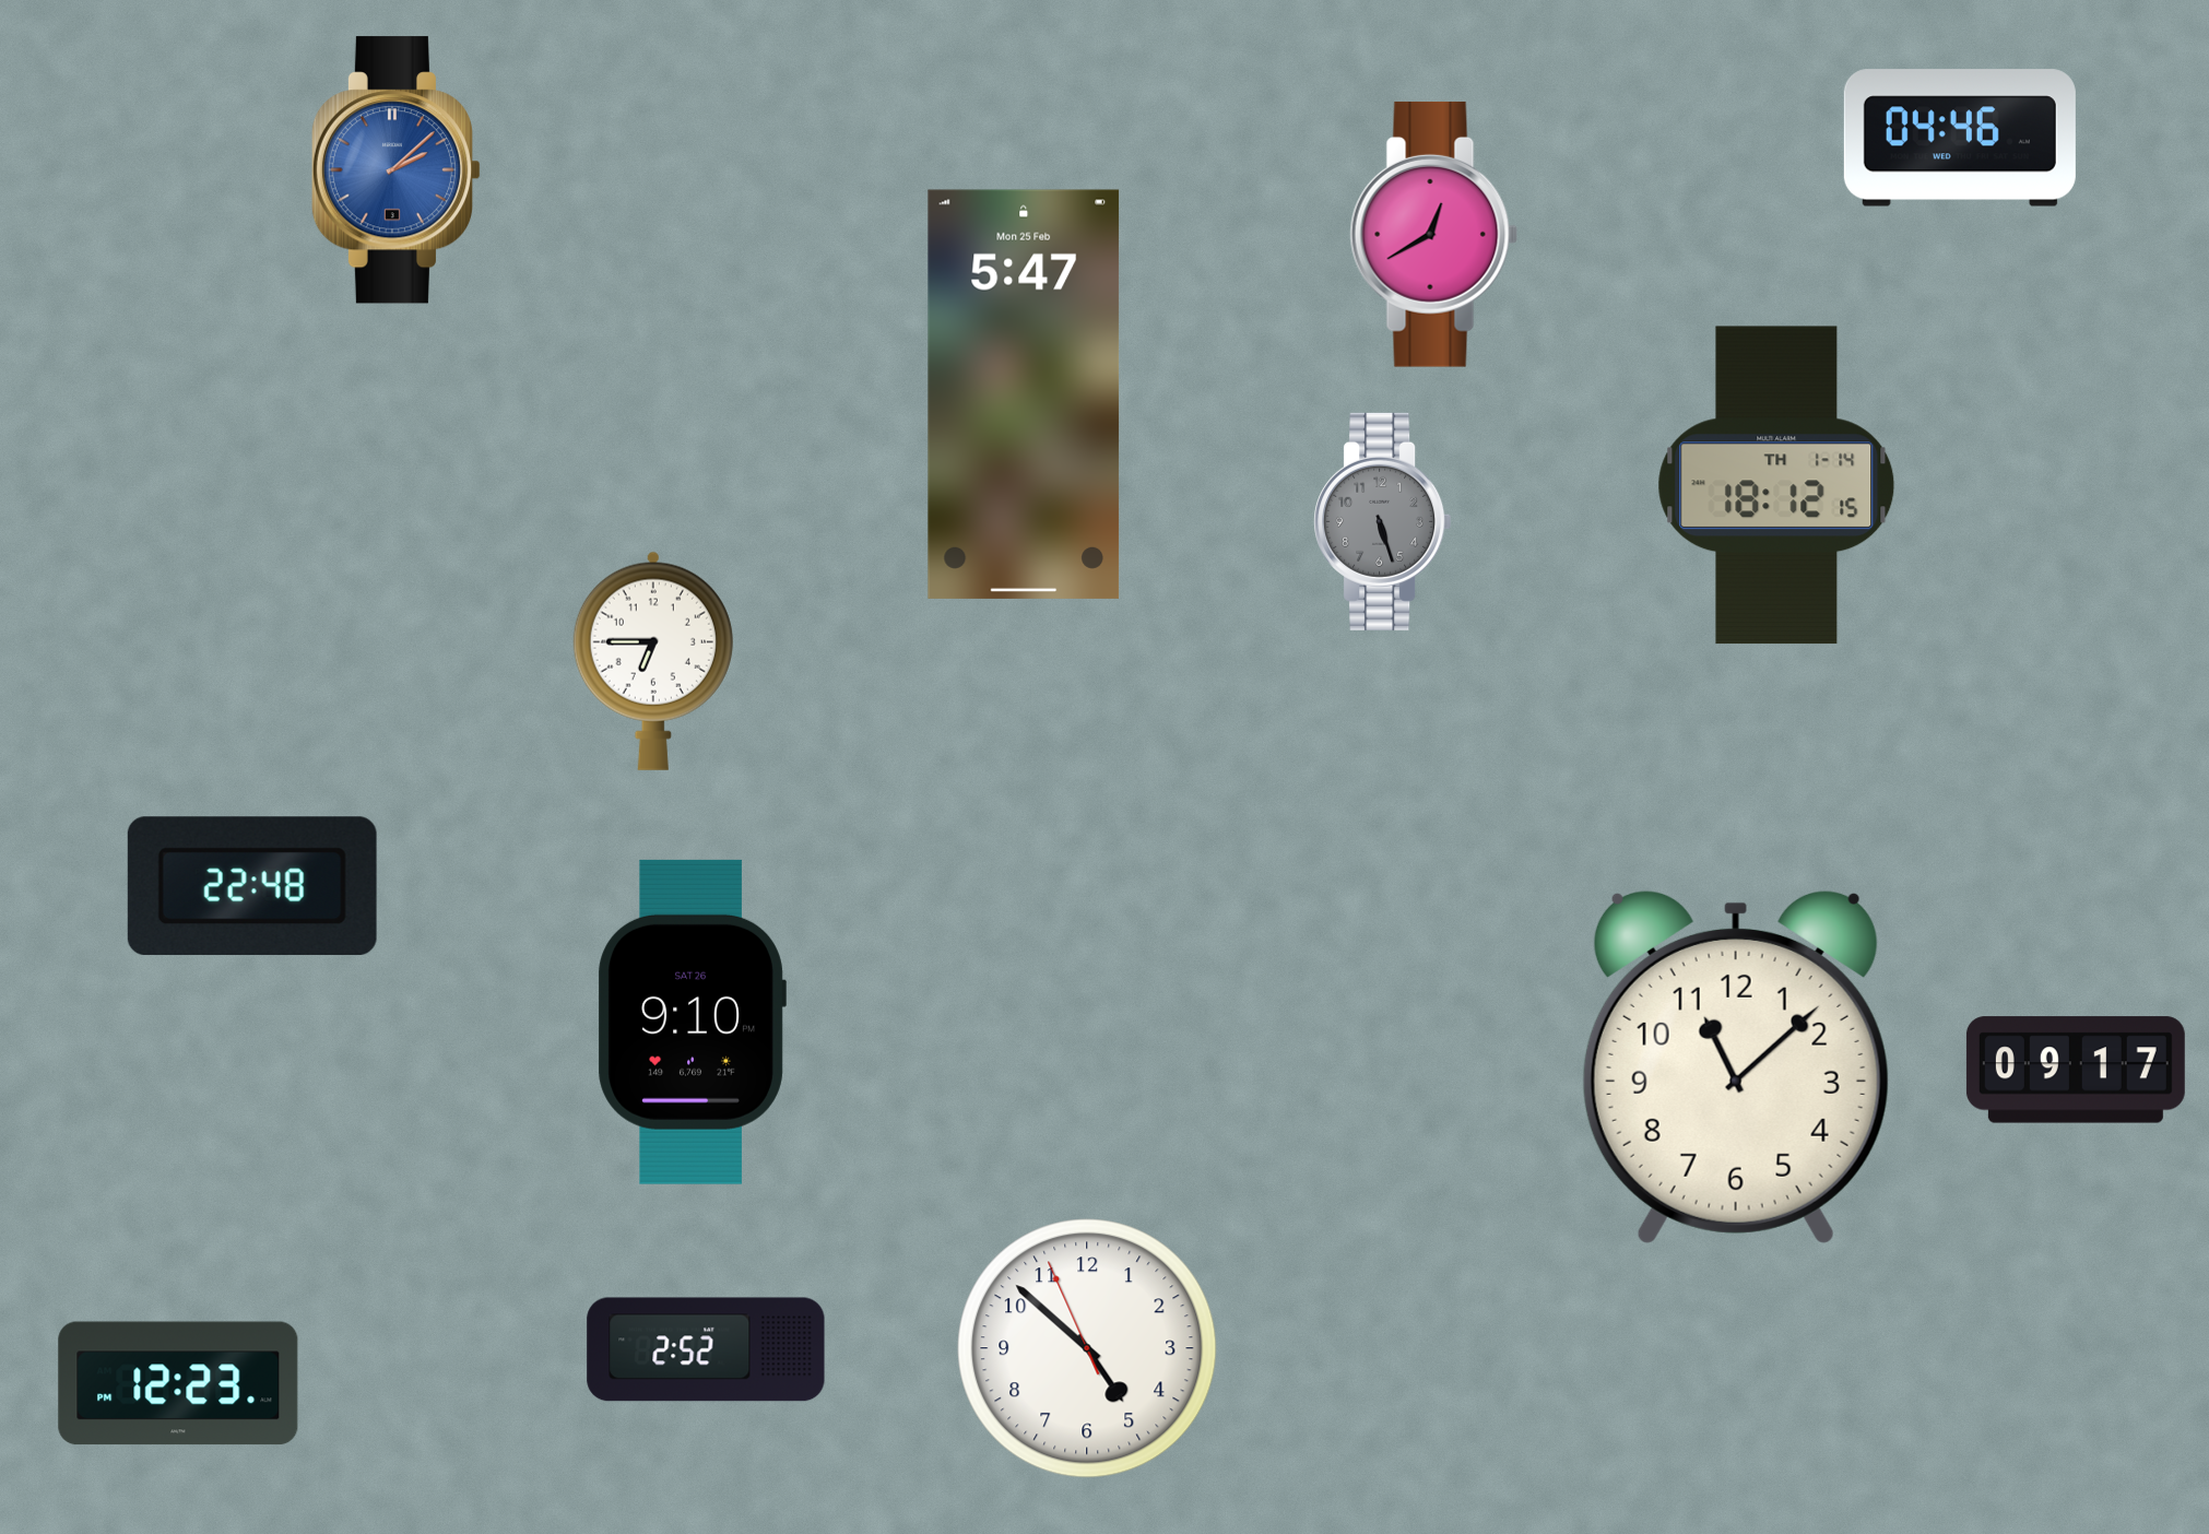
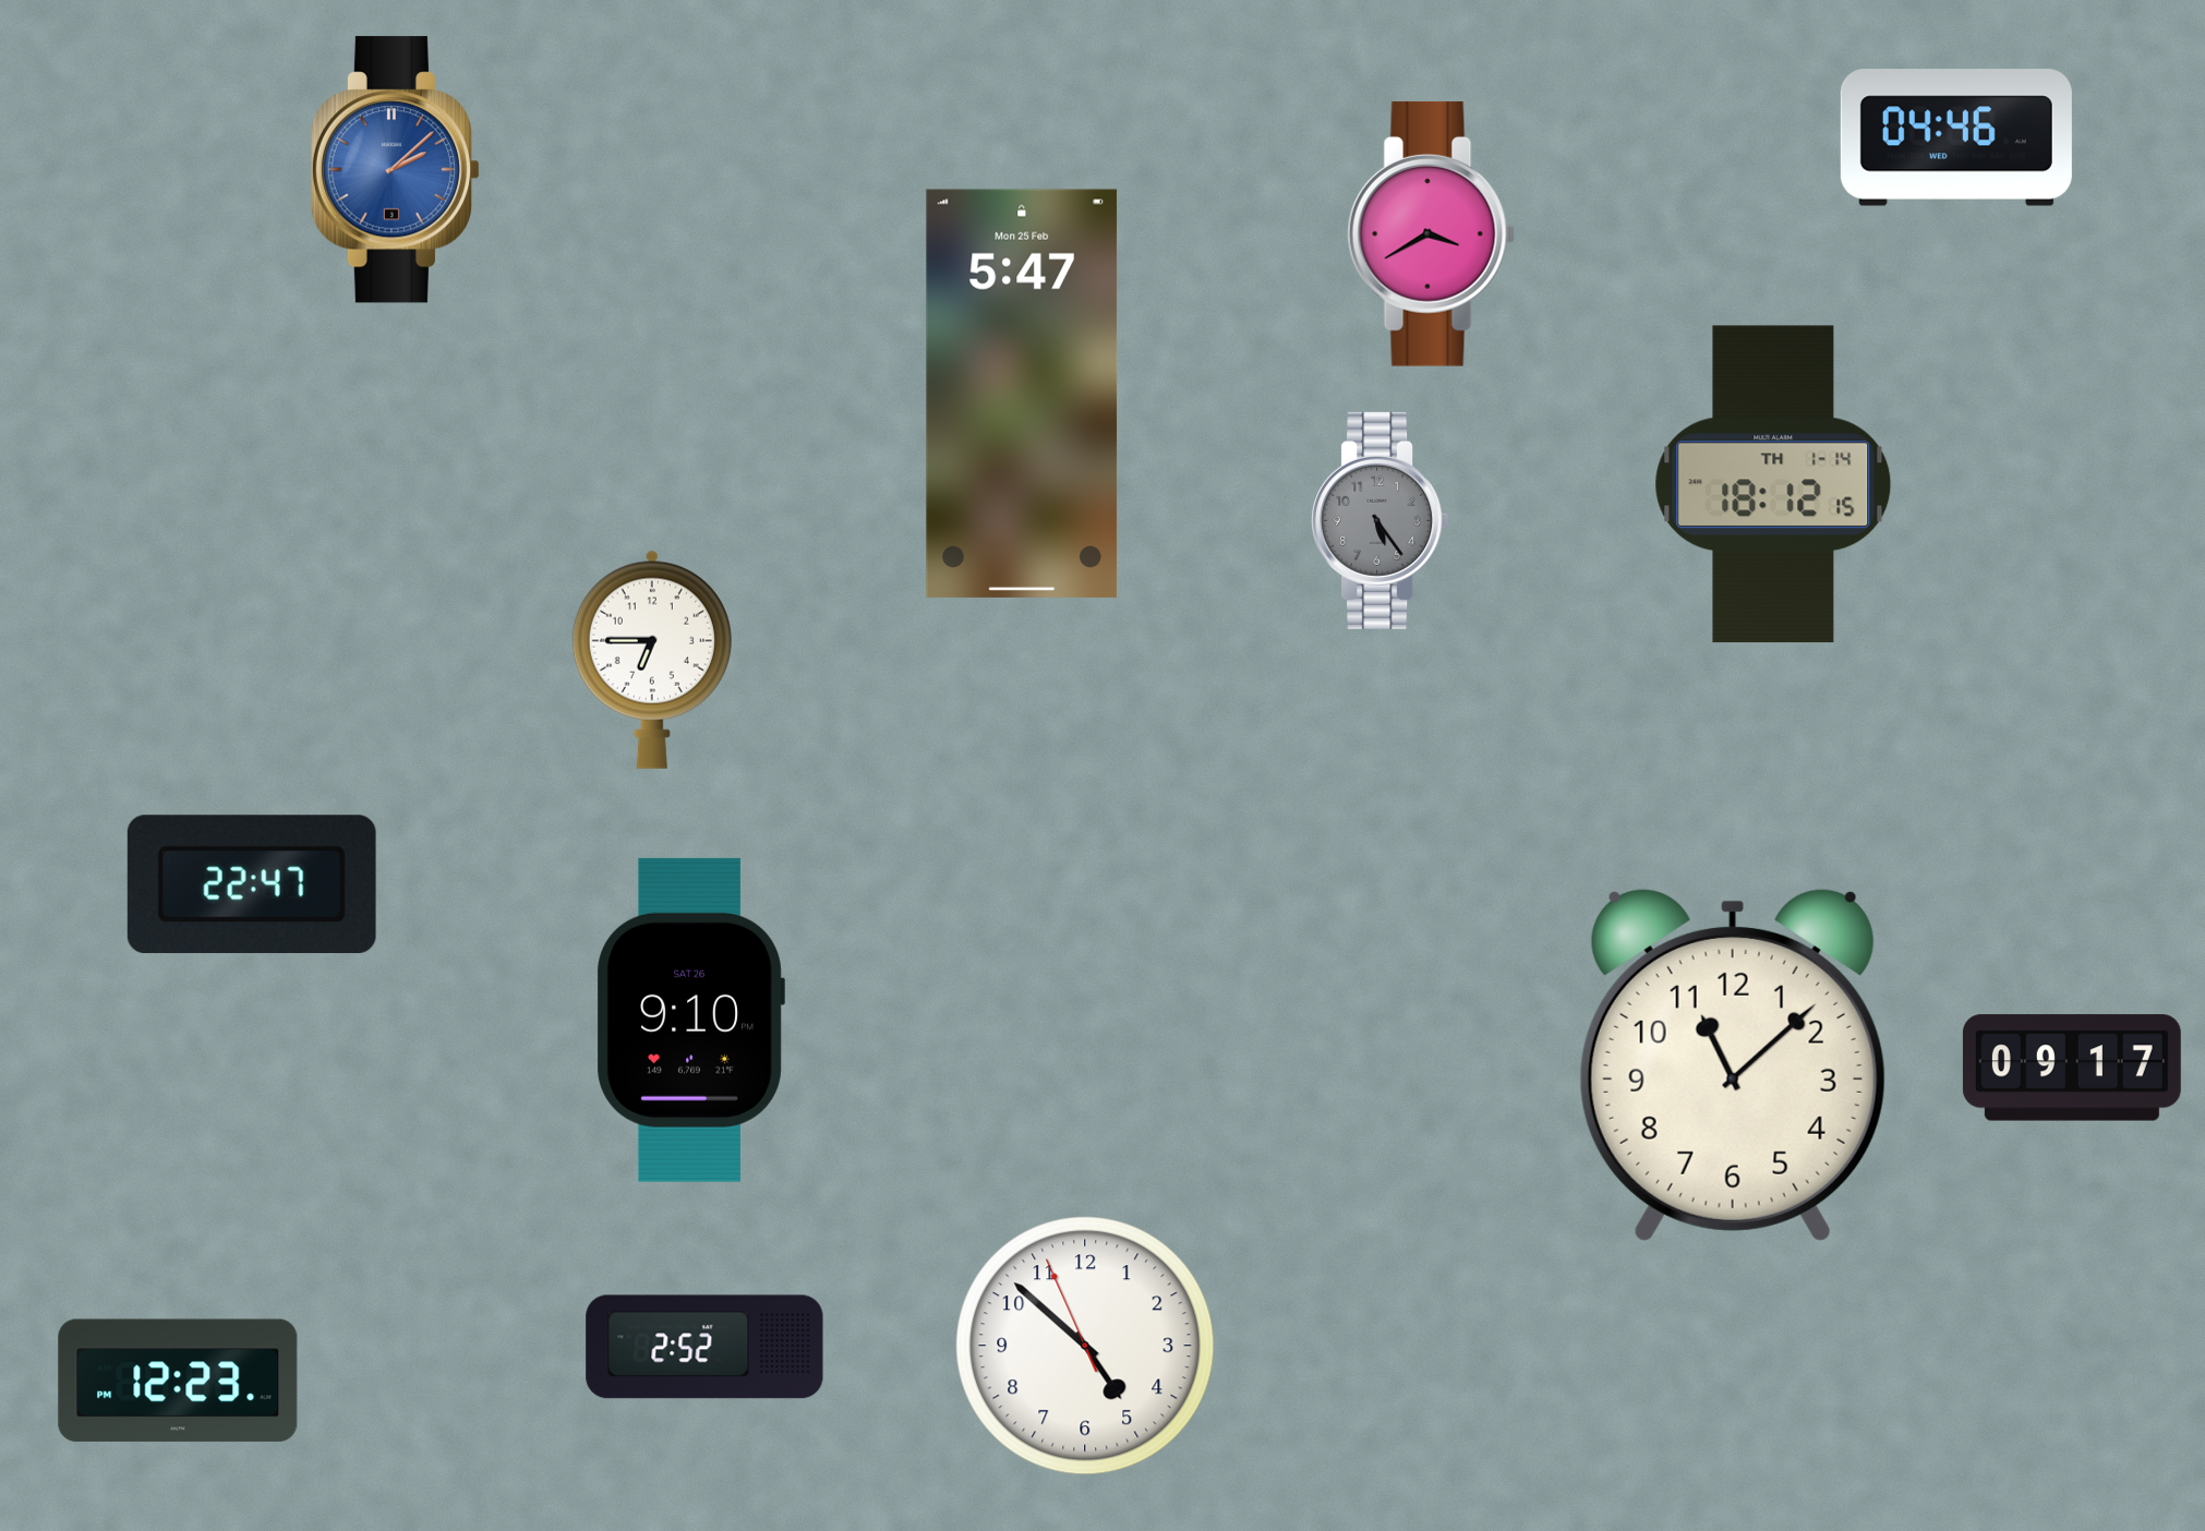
clock at (1434, 234): 12:40 -> 3:40
clock at (1383, 521): 5:27 -> 5:24
clock at (252, 886): 22:48 -> 22:47
